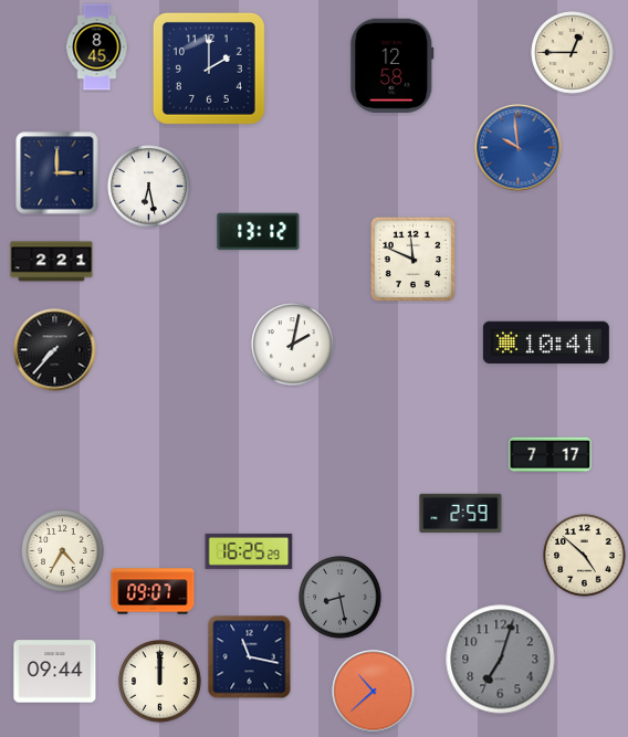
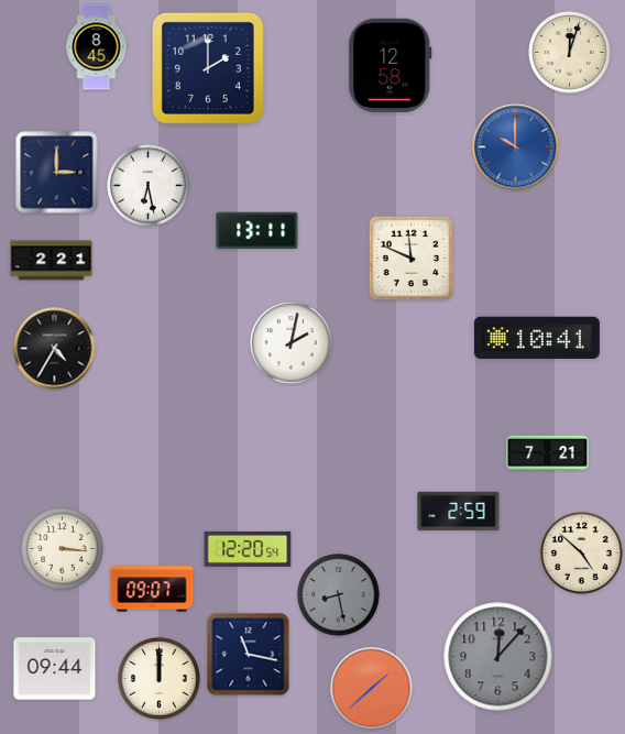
clock at (573, 53): 12:45 -> 12:03
clock at (519, 148): 9:59 -> 10:00
clock at (259, 232): 13:12 -> 13:11
clock at (546, 341) position: (546, 341) -> (537, 337)
clock at (55, 350): 7:37 -> 4:35
clock at (551, 454): 7:17 -> 7:21
clock at (63, 551): 4:35 -> 3:16
clock at (249, 551): 16:25 -> 12:20
clock at (501, 660): 7:03 -> 12:07
clock at (374, 692): 10:38 -> 1:38
